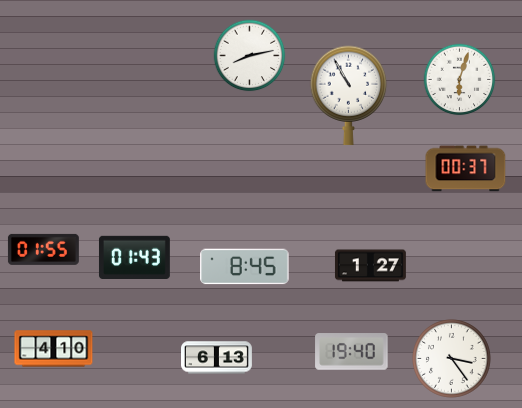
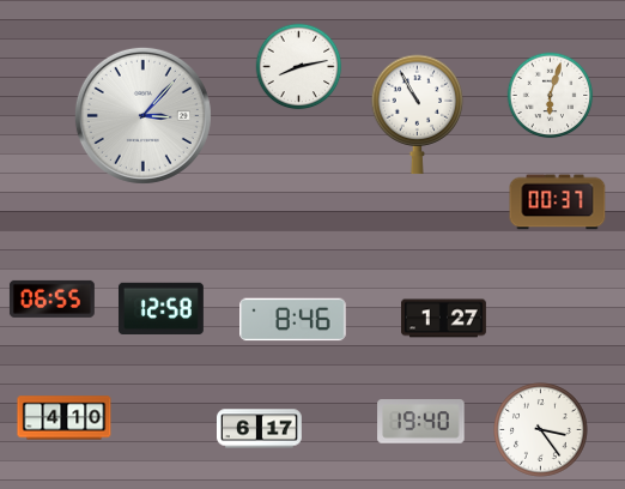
clock at (142, 115): none -> 3:07
clock at (43, 249): 01:55 -> 06:55
clock at (134, 258): 01:43 -> 12:58
clock at (245, 267): 8:45 -> 8:46
clock at (217, 358): 6:13 -> 6:17
